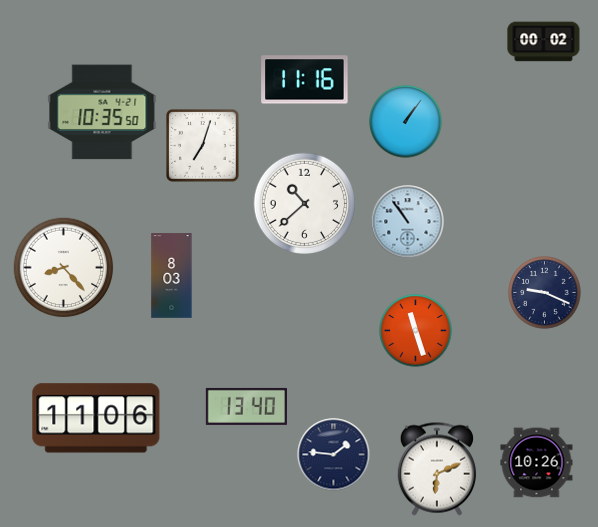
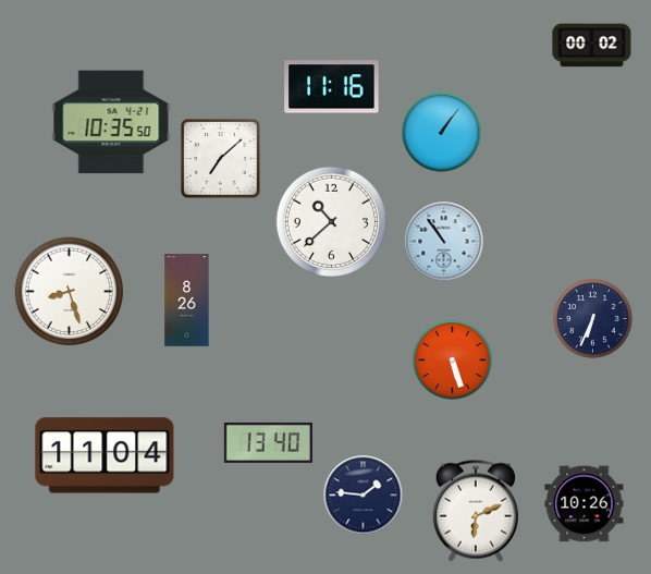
clock at (203, 146): 7:03 -> 7:08
clock at (64, 268): 8:23 -> 8:27
clock at (172, 276): 8:03 -> 8:26
clock at (545, 293): 9:19 -> 6:34
clock at (416, 331): 11:27 -> 5:27
clock at (96, 418): 11:06 -> 11:04
